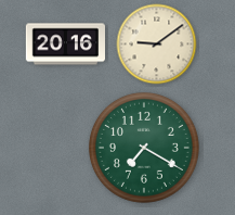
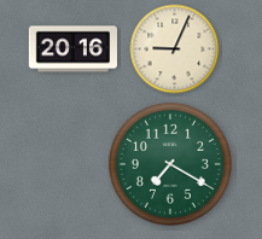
clock at (157, 45): 9:09 -> 9:04
clock at (144, 148) position: (144, 148) -> (170, 164)
